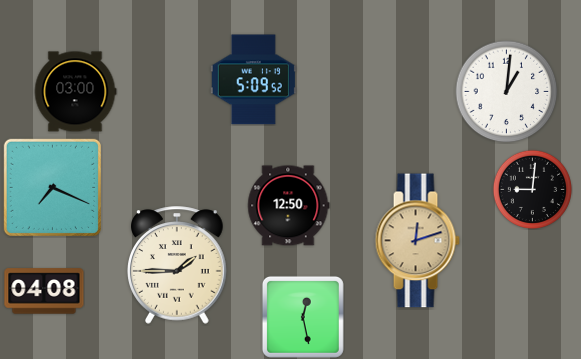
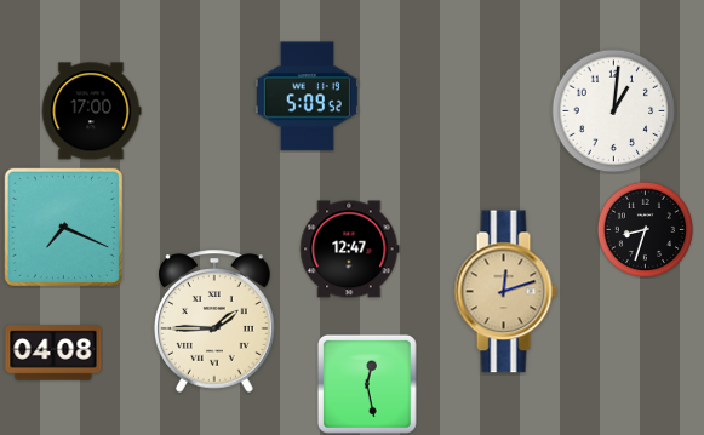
clock at (75, 92): 03:00 -> 17:00
clock at (532, 189): 9:01 -> 8:33
clock at (289, 206): 12:50 -> 12:47
